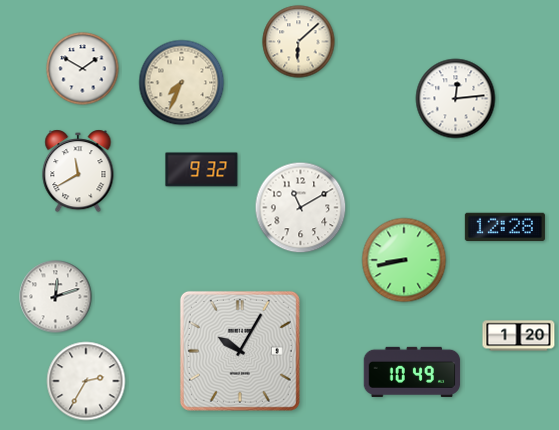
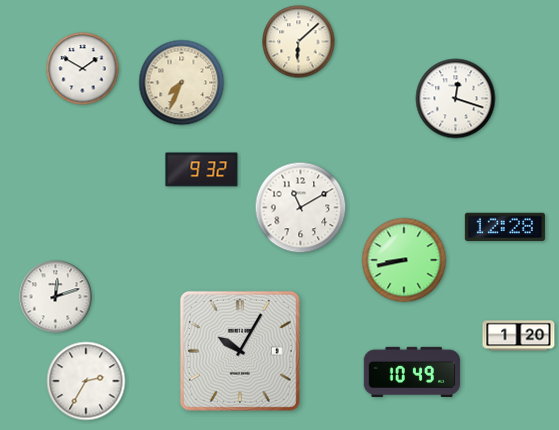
clock at (456, 99): 12:14 -> 12:18
clock at (78, 171): 11:40 -> none
